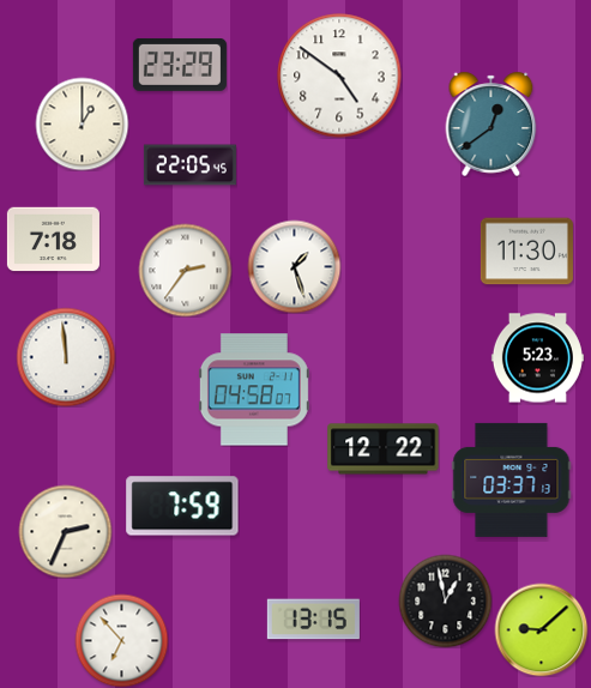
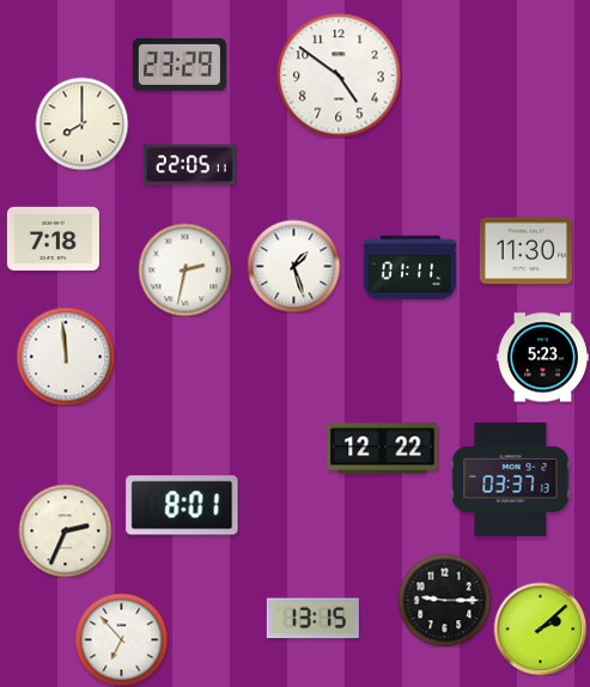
clock at (82, 123): 1:00 -> 8:00
clock at (492, 123): 12:39 -> none
clock at (189, 165): 22:05:45 -> 22:05:11
clock at (409, 268): none -> 01:11
clock at (185, 270): 2:36 -> 2:32
clock at (537, 358) position: (537, 358) -> (542, 358)
clock at (254, 390): 04:58 -> none
clock at (182, 506): 7:59 -> 8:01
clock at (445, 601): 12:58 -> 9:15
clock at (541, 629): 9:08 -> 2:08
